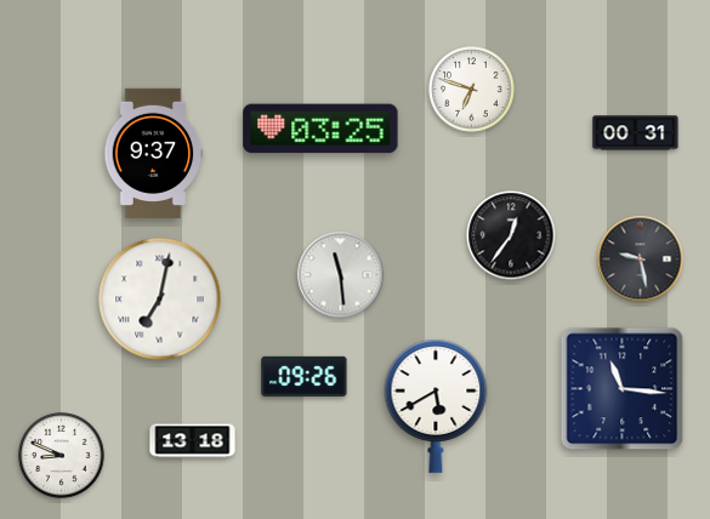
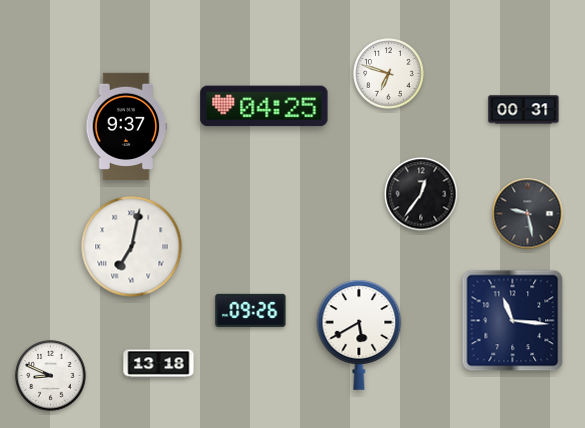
clock at (320, 129): 03:25 -> 04:25
clock at (341, 275): 11:29 -> none
